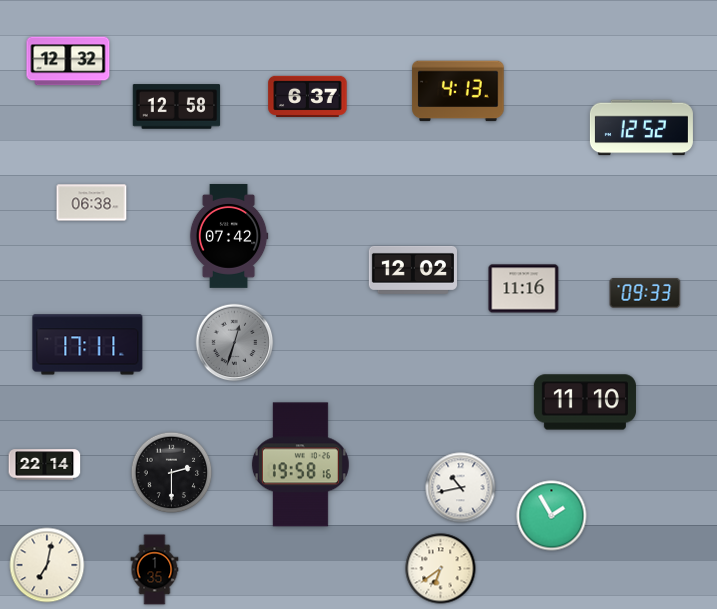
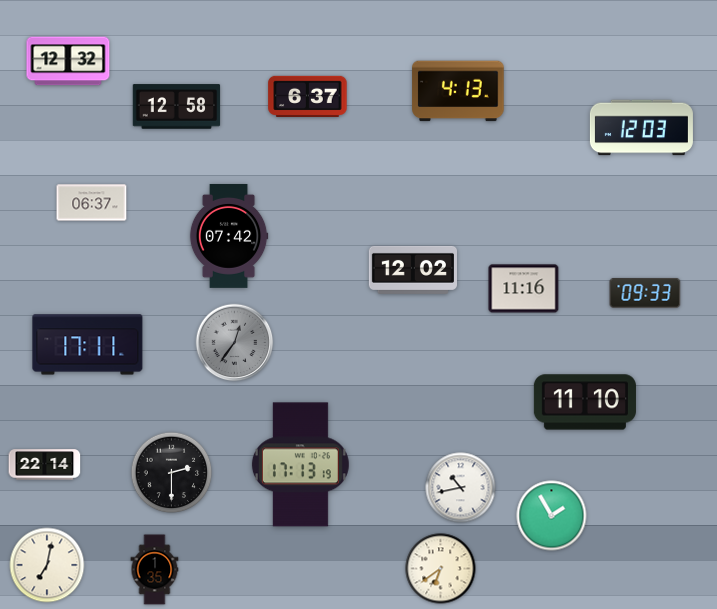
clock at (641, 128): 12:52 -> 12:03
clock at (92, 203): 06:38 -> 06:37
clock at (235, 343): 12:33 -> 12:36
clock at (300, 465): 19:58 -> 17:13
